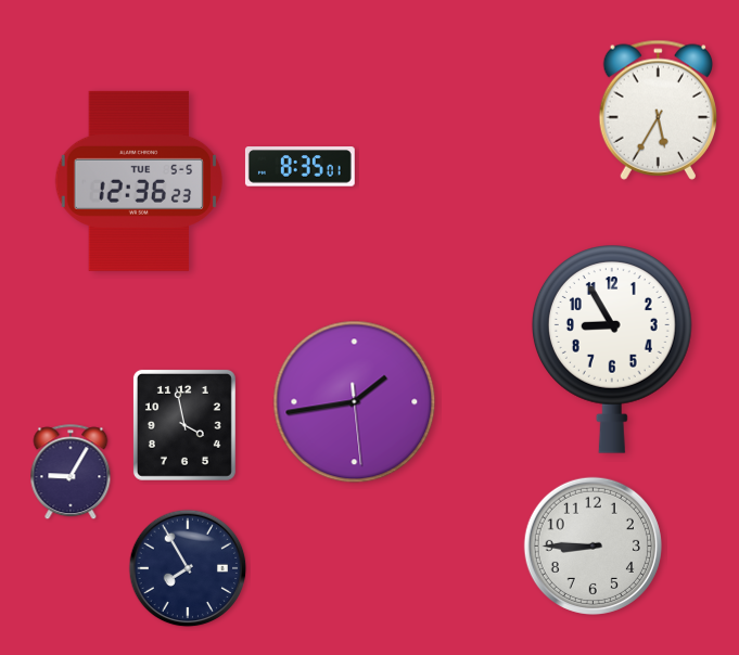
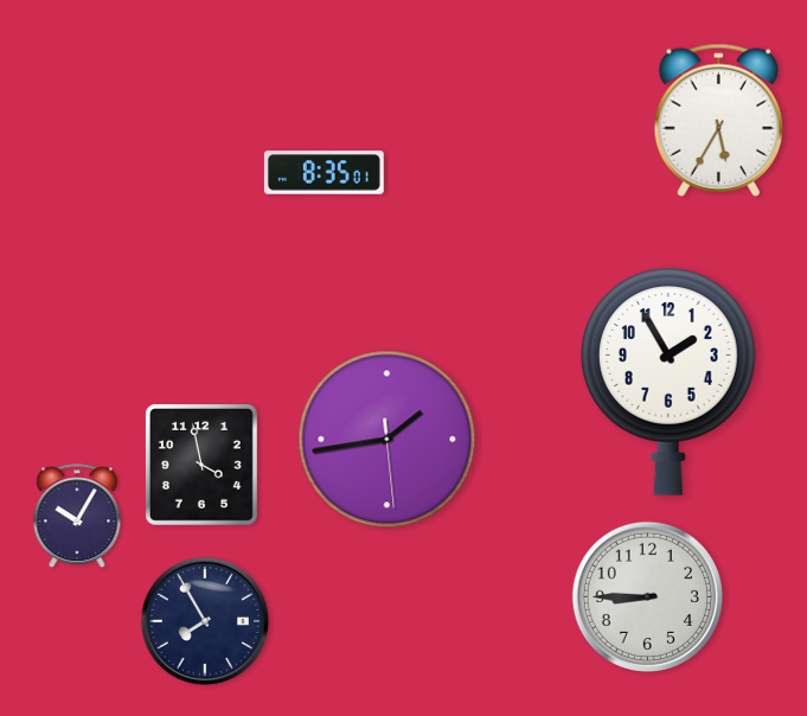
clock at (300, 167) position: (300, 167) -> (324, 173)
clock at (139, 181): 12:36 -> none
clock at (612, 349): 8:55 -> 1:55
clock at (71, 473): 9:05 -> 10:05
